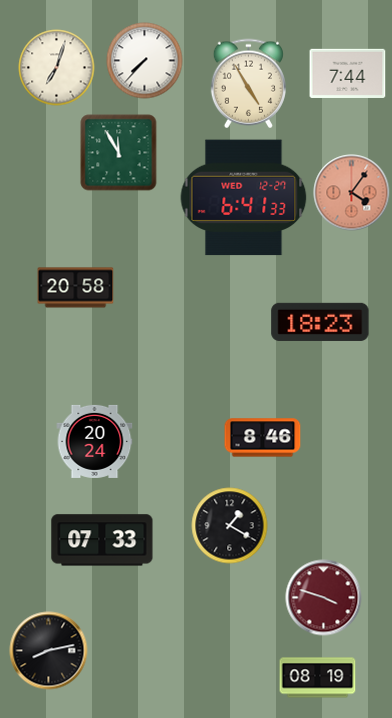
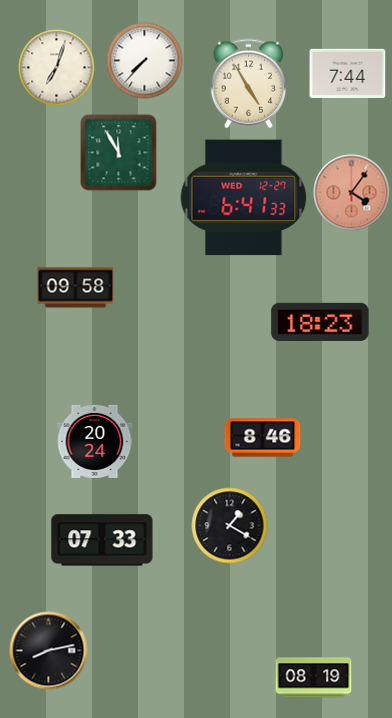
clock at (76, 288): 20:58 -> 09:58
clock at (324, 598): 3:48 -> none
clock at (318, 678) position: (318, 678) -> (314, 678)
